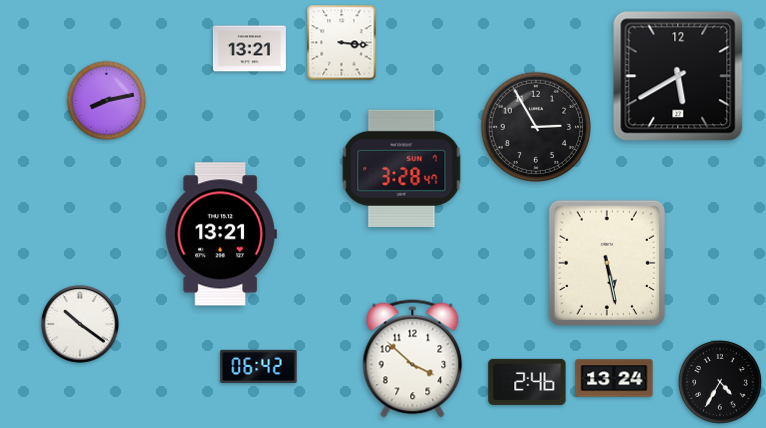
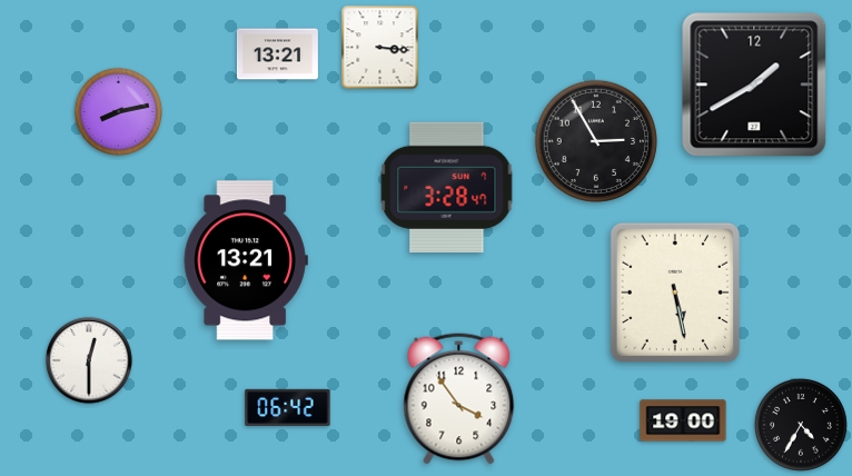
clock at (678, 76): 5:40 -> 1:40
clock at (80, 324): 10:21 -> 12:30
clock at (413, 359): 3:52 -> 3:54
clock at (614, 378): 13:24 -> 19:00
clock at (527, 382): 2:46 -> none
